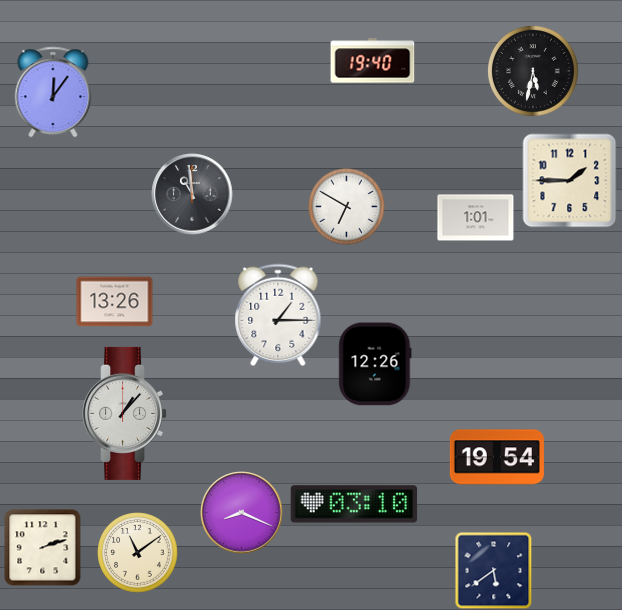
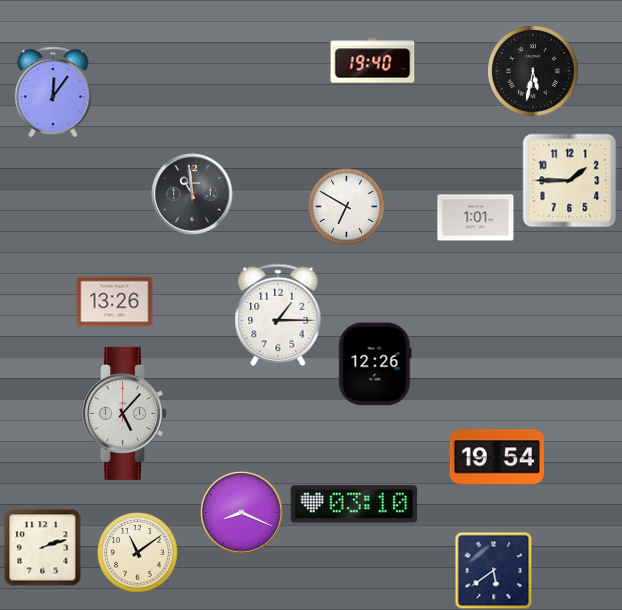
clock at (125, 413): 1:07 -> 5:07
